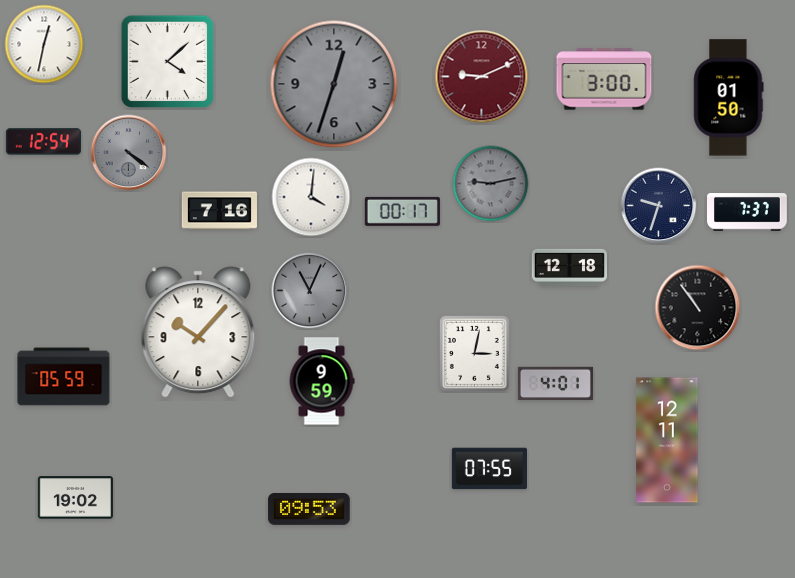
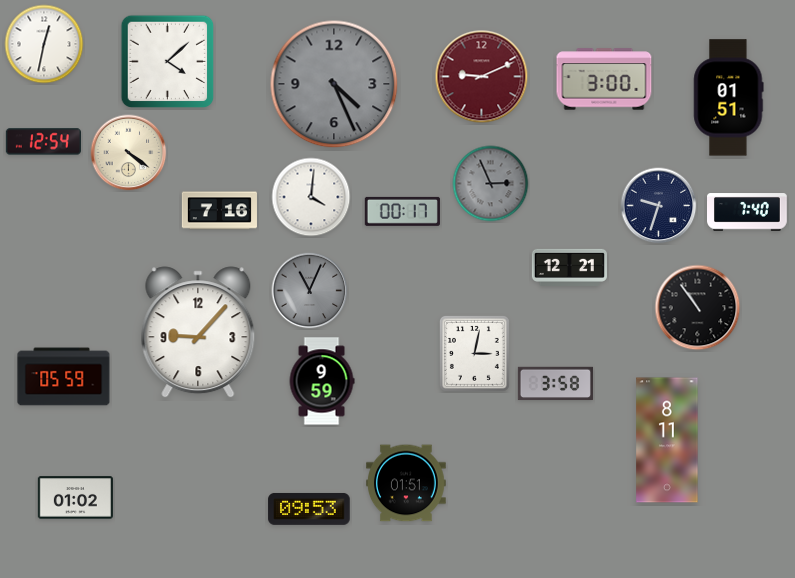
clock at (334, 84): 12:33 -> 4:26
clock at (729, 98): 01:50 -> 01:51
clock at (129, 153) dial: grey -> cream
clock at (491, 184): 9:13 -> 2:56
clock at (748, 212): 7:37 -> 7:40
clock at (569, 267): 12:18 -> 12:21
clock at (198, 332): 10:07 -> 9:07
clock at (555, 384): 4:01 -> 3:58
clock at (667, 440): 12:11 -> 8:11
clock at (489, 469): 07:55 -> none
clock at (407, 483): none -> 01:51
clock at (75, 498): 19:02 -> 01:02
